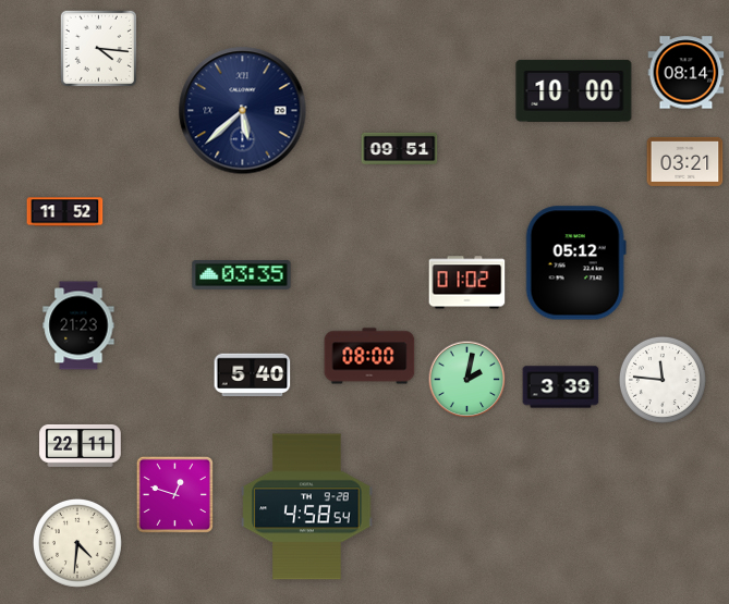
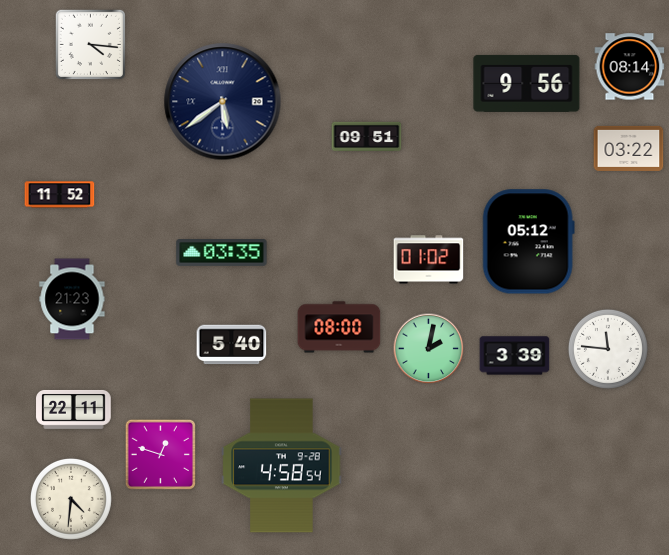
clock at (574, 90): 10:00 -> 9:56
clock at (243, 111): 5:38 -> 5:39
clock at (685, 161): 03:21 -> 03:22
